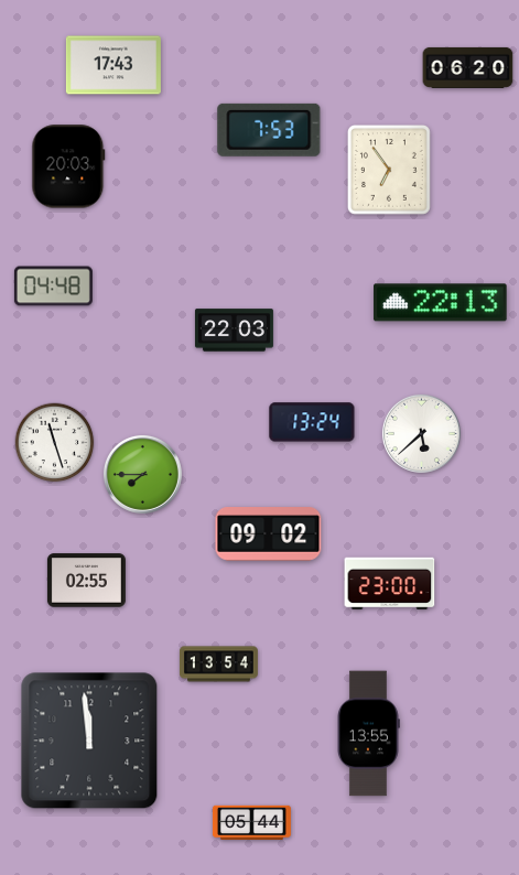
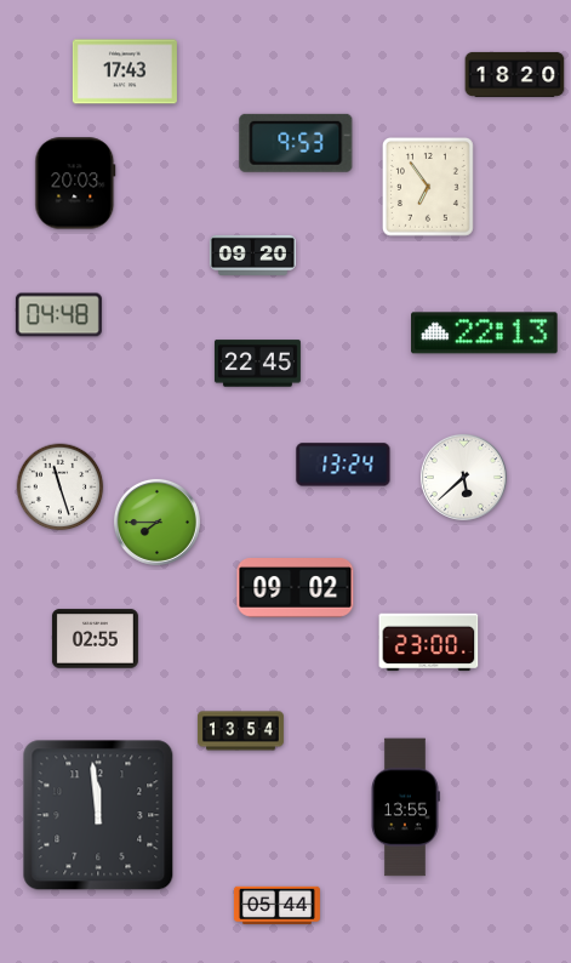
clock at (468, 67): 06:20 -> 18:20
clock at (269, 130): 7:53 -> 9:53
clock at (252, 255): none -> 09:20
clock at (234, 331): 22:03 -> 22:45
